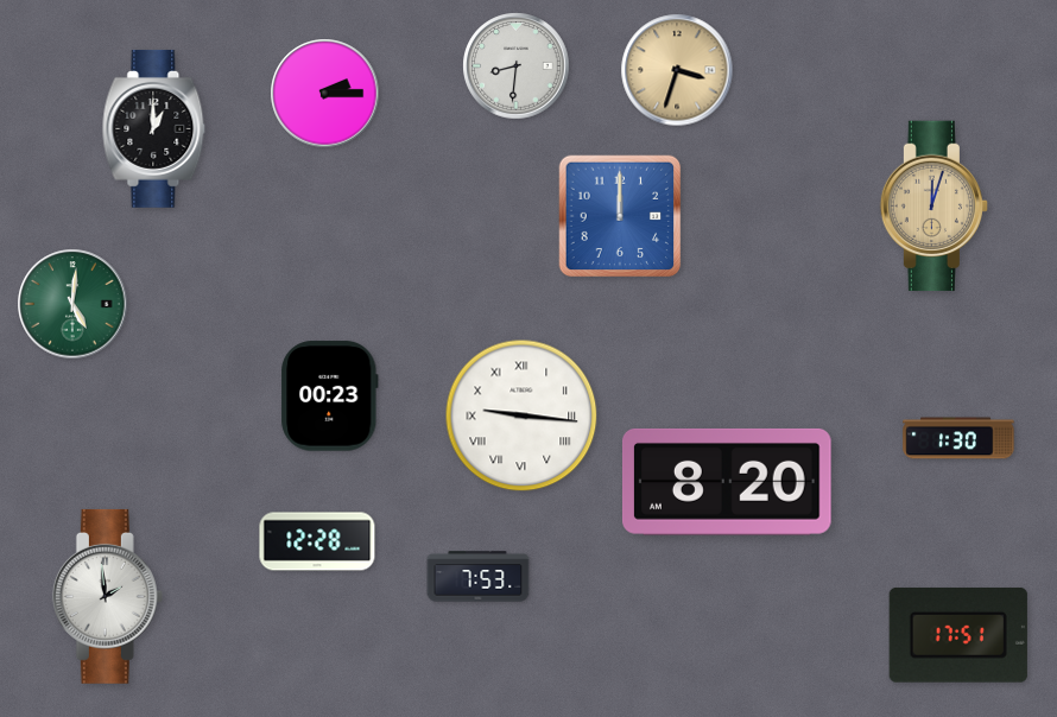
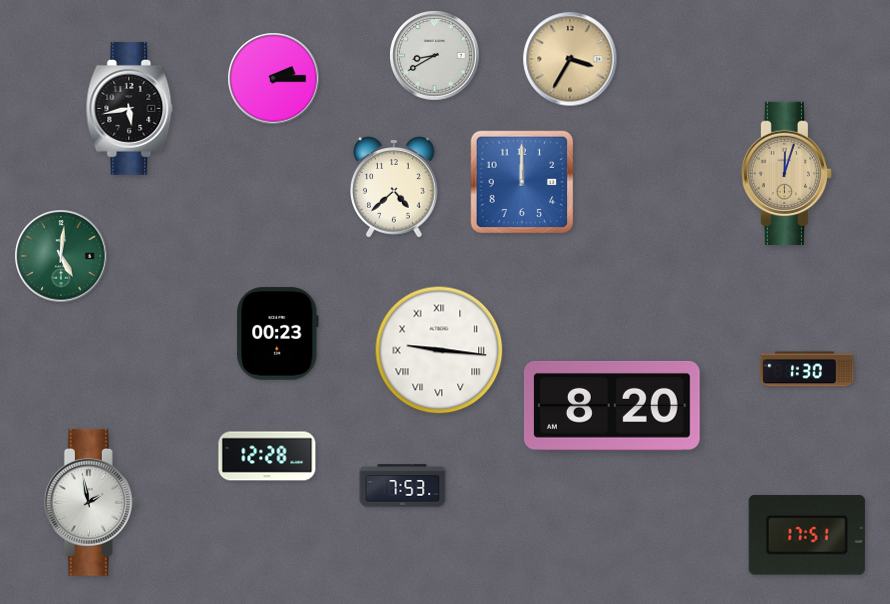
clock at (517, 66): 8:31 -> 8:40
clock at (677, 70): 3:33 -> 3:35
clock at (154, 128): 1:00 -> 5:43
clock at (395, 187): none -> 4:38
clock at (107, 596): 1:59 -> 1:58
